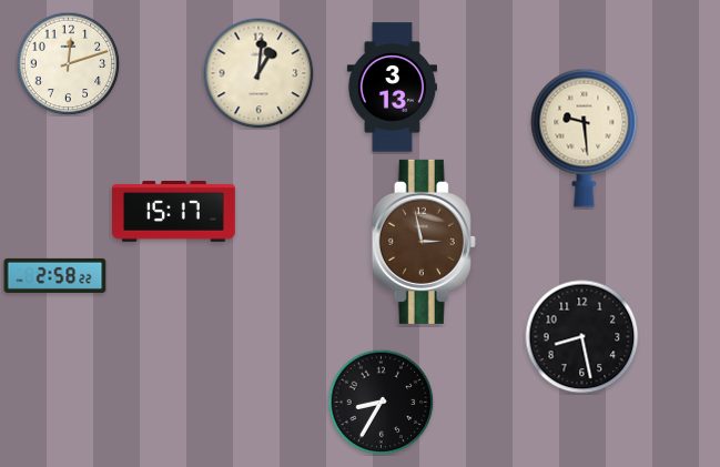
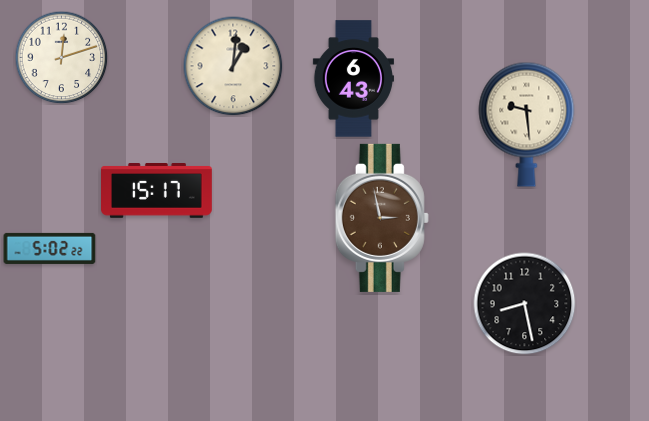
clock at (392, 88): 3:13 -> 6:43
clock at (55, 275): 2:58 -> 5:02
clock at (381, 402): 8:35 -> none
